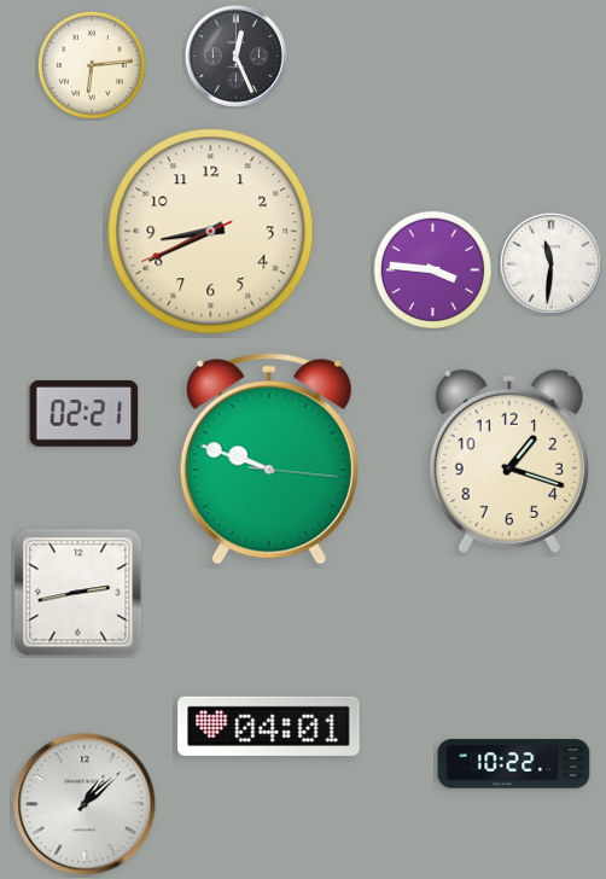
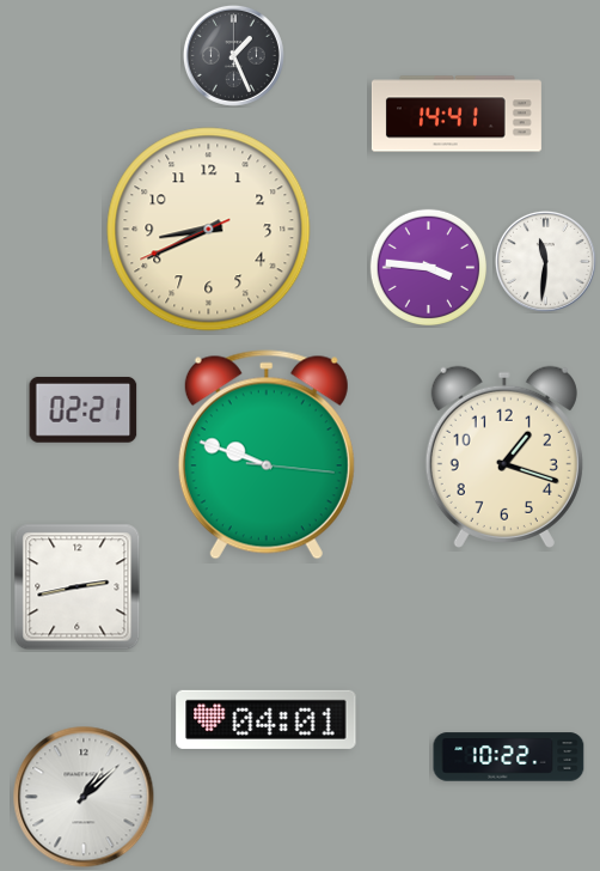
clock at (235, 56): 12:26 -> 1:26
clock at (92, 65): 6:14 -> none
clock at (457, 114): none -> 14:41
